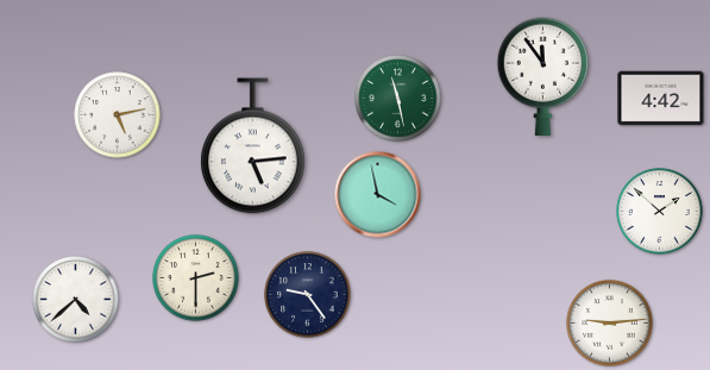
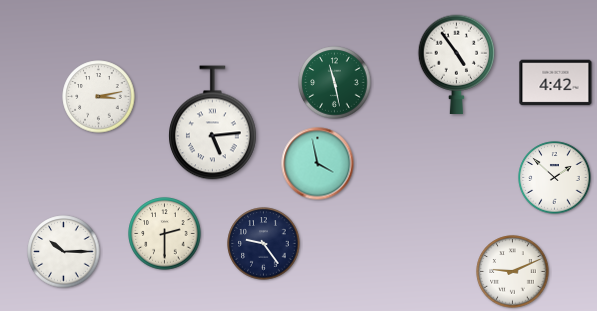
clock at (544, 76): 11:54 -> 4:54
clock at (118, 115): 5:13 -> 3:13
clock at (308, 295) position: (308, 295) -> (264, 244)
clock at (76, 300): 4:38 -> 10:15
clock at (610, 324): 9:14 -> 9:11
